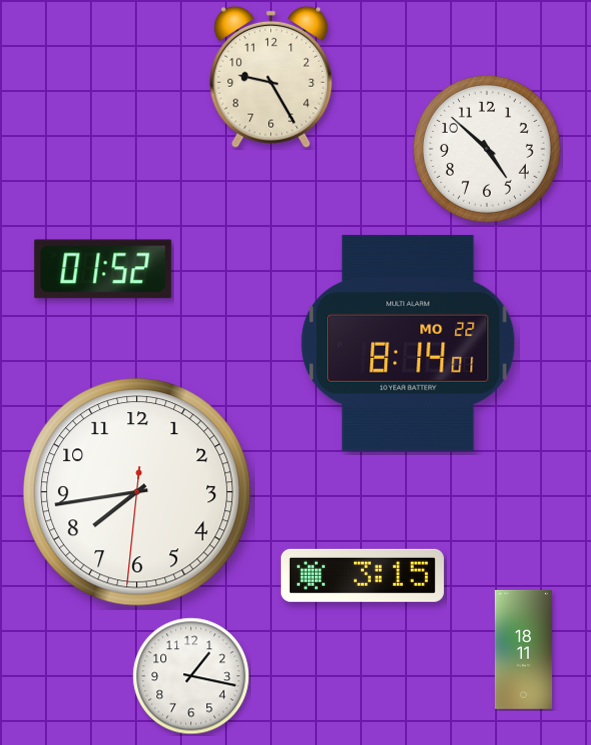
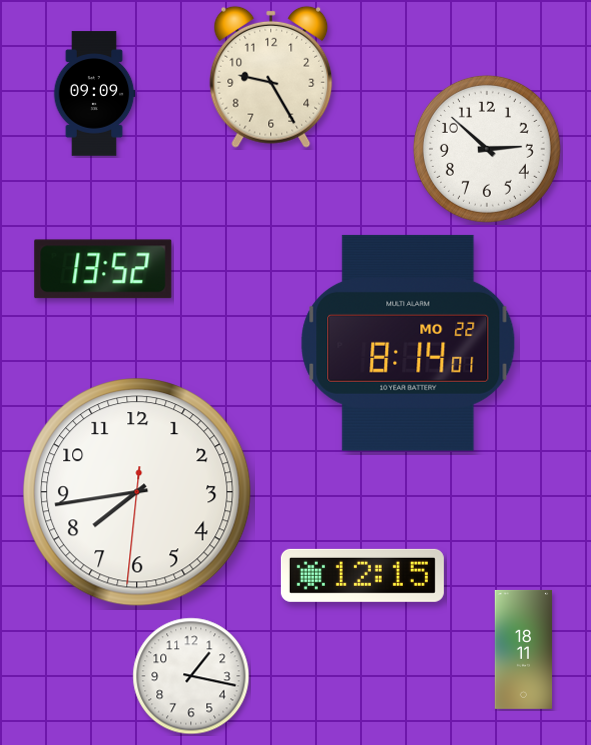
clock at (94, 94): none -> 09:09
clock at (487, 149): 4:52 -> 2:52
clock at (103, 269): 01:52 -> 13:52
clock at (362, 575): 3:15 -> 12:15
